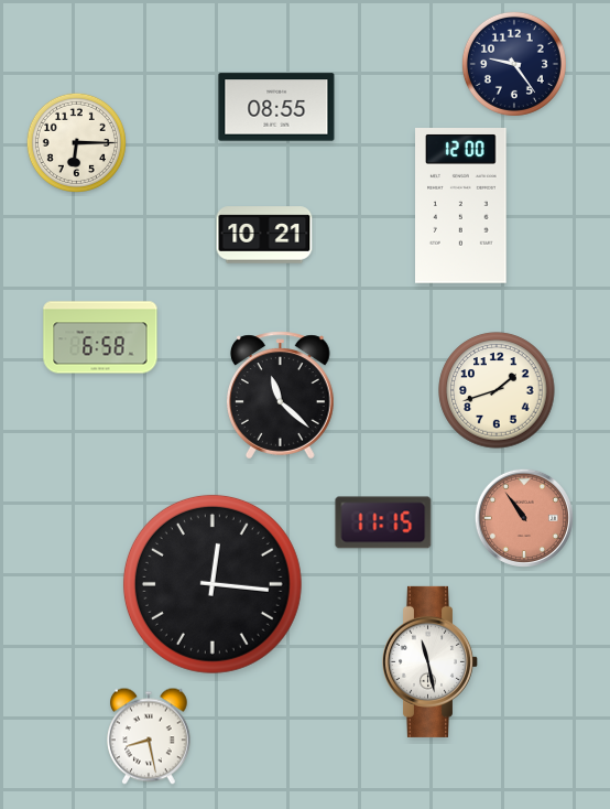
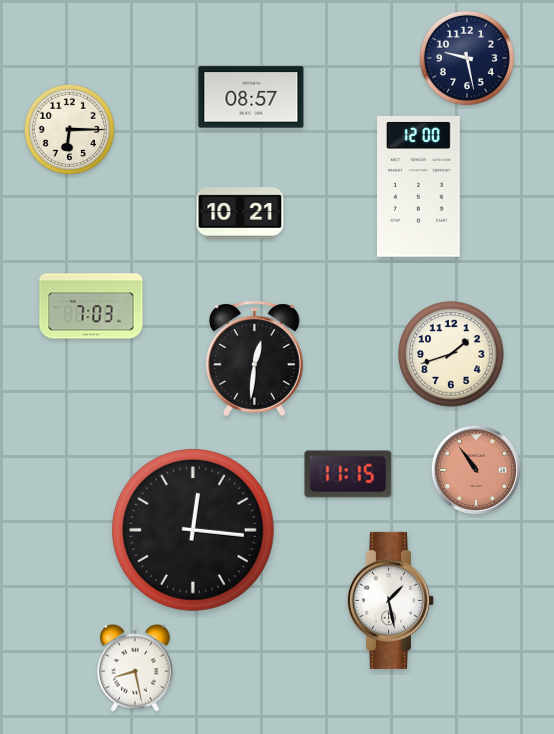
clock at (514, 64): 9:24 -> 9:28
clock at (276, 107): 08:55 -> 08:57
clock at (100, 337): 6:58 -> 7:03
clock at (281, 396): 11:22 -> 12:31
clock at (429, 661): 11:28 -> 1:28
